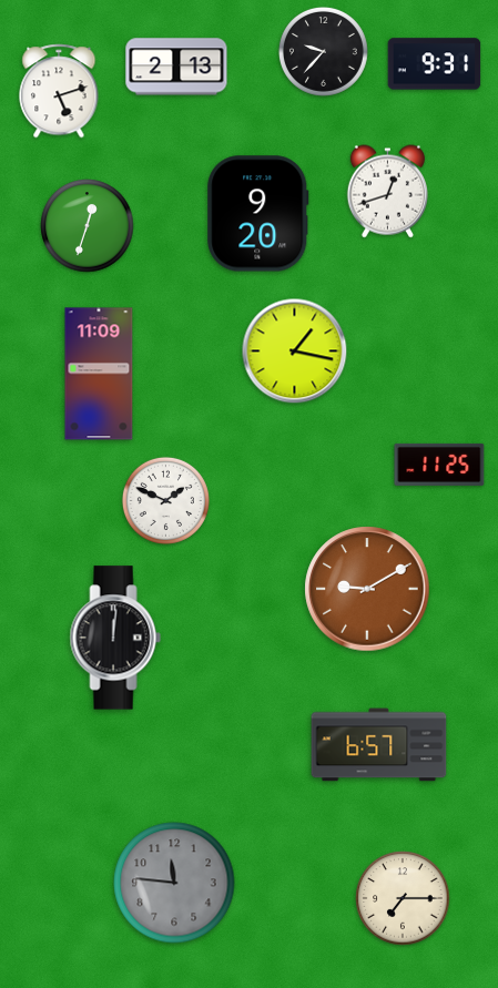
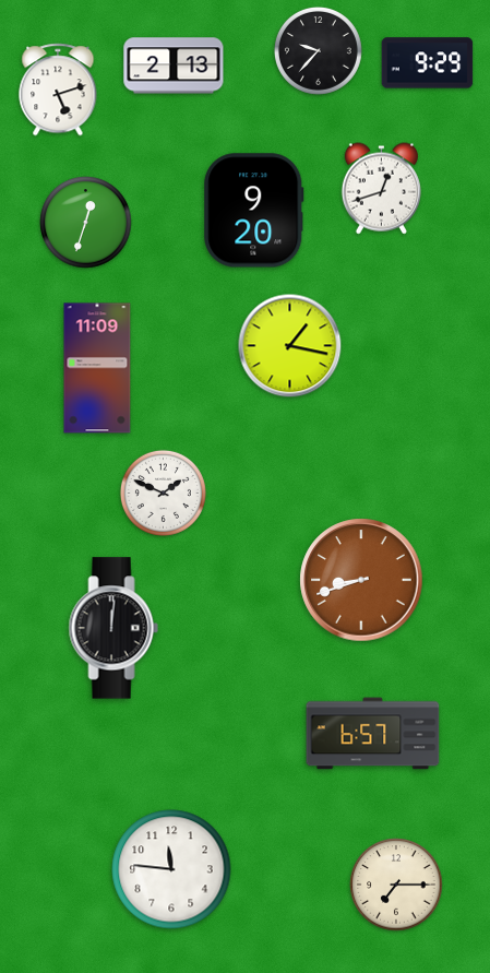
clock at (435, 64): 9:31 -> 9:29
clock at (439, 465): 11:25 -> none
clock at (367, 589): 9:10 -> 8:42
clock at (174, 883) dial: grey -> white
